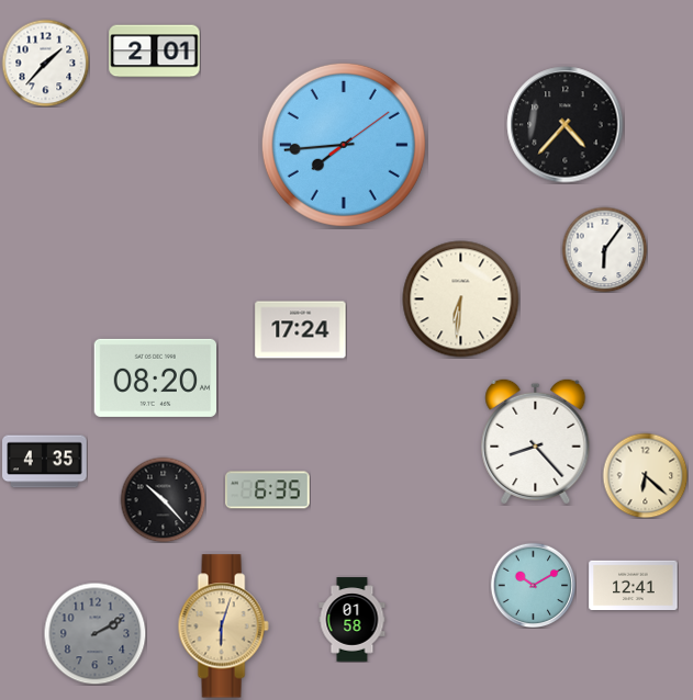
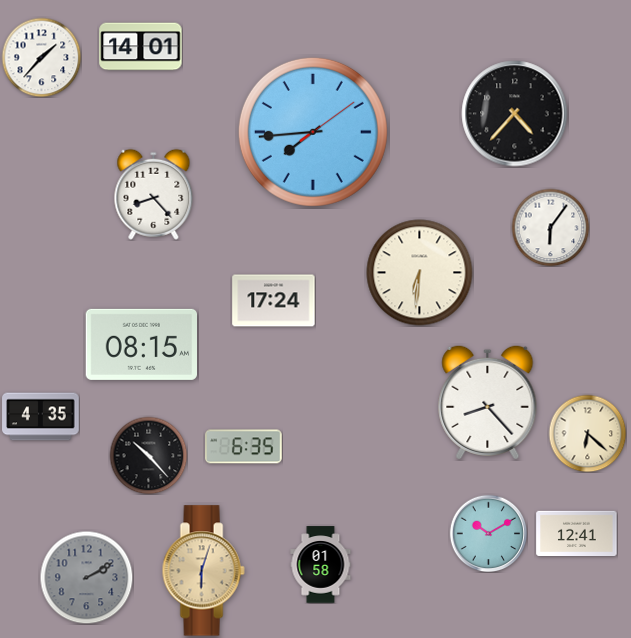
clock at (155, 52): 2:01 -> 14:01
clock at (154, 194): none -> 8:23
clock at (155, 377): 08:20 -> 08:15
clock at (45, 462) position: (45, 462) -> (41, 417)
clock at (533, 585) position: (533, 585) -> (488, 533)
